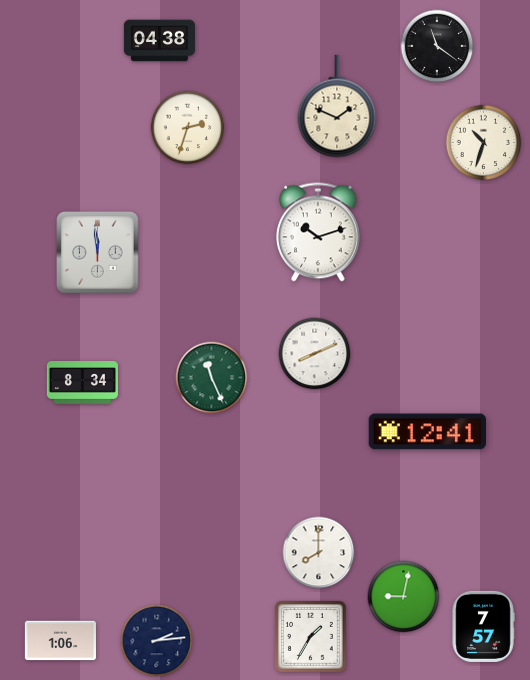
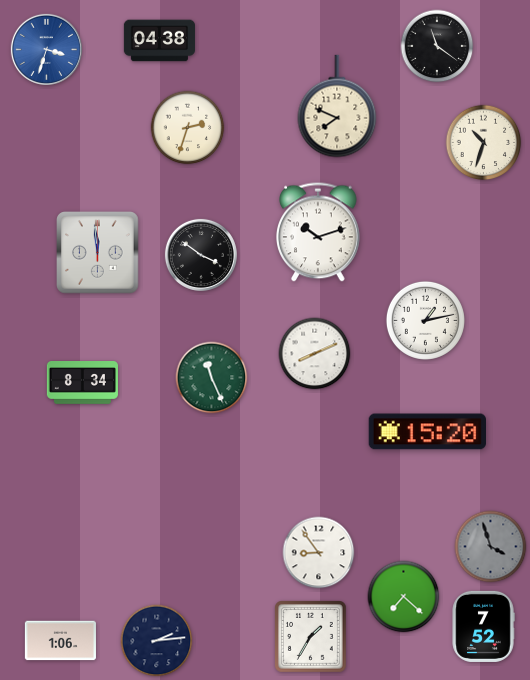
clock at (46, 49): none -> 3:33
clock at (337, 106): 1:49 -> 7:49
clock at (201, 255): none -> 3:51
clock at (425, 320): none -> 1:13
clock at (427, 432): 12:41 -> 15:20
clock at (491, 547): none -> 3:57
clock at (319, 553): 8:00 -> 8:54
clock at (404, 597): 9:02 -> 7:22
clock at (483, 626): 7:57 -> 7:52
